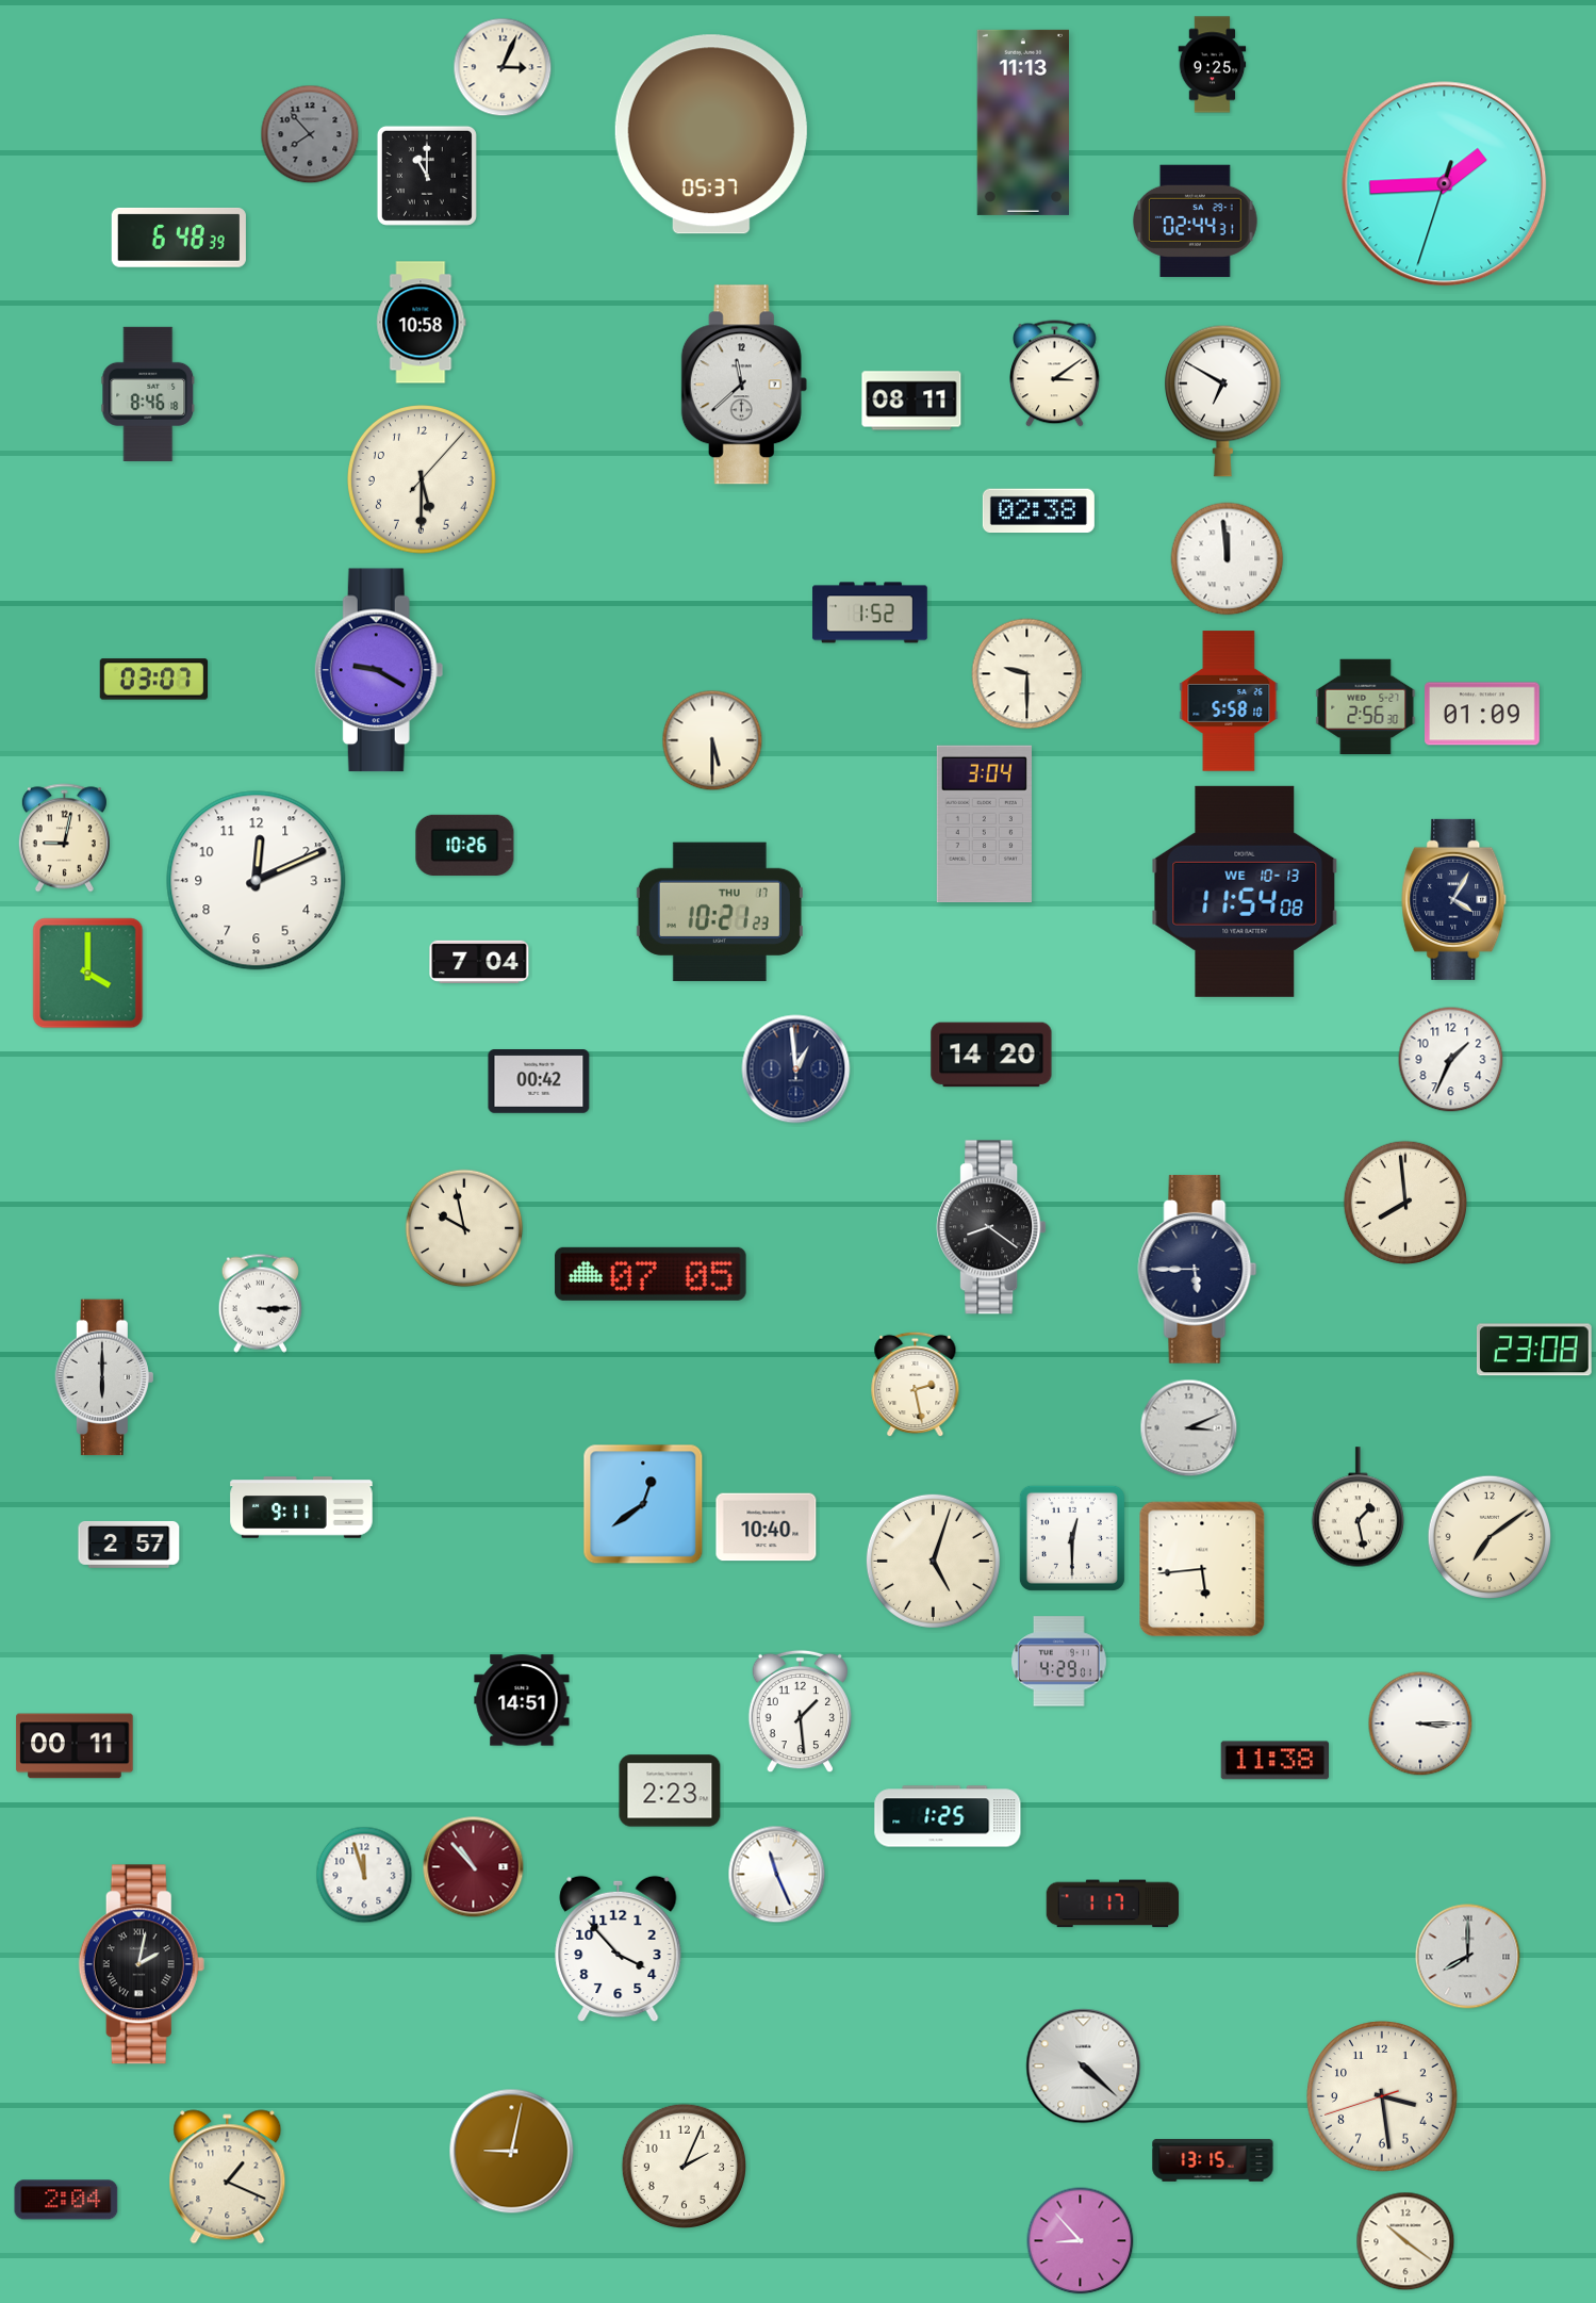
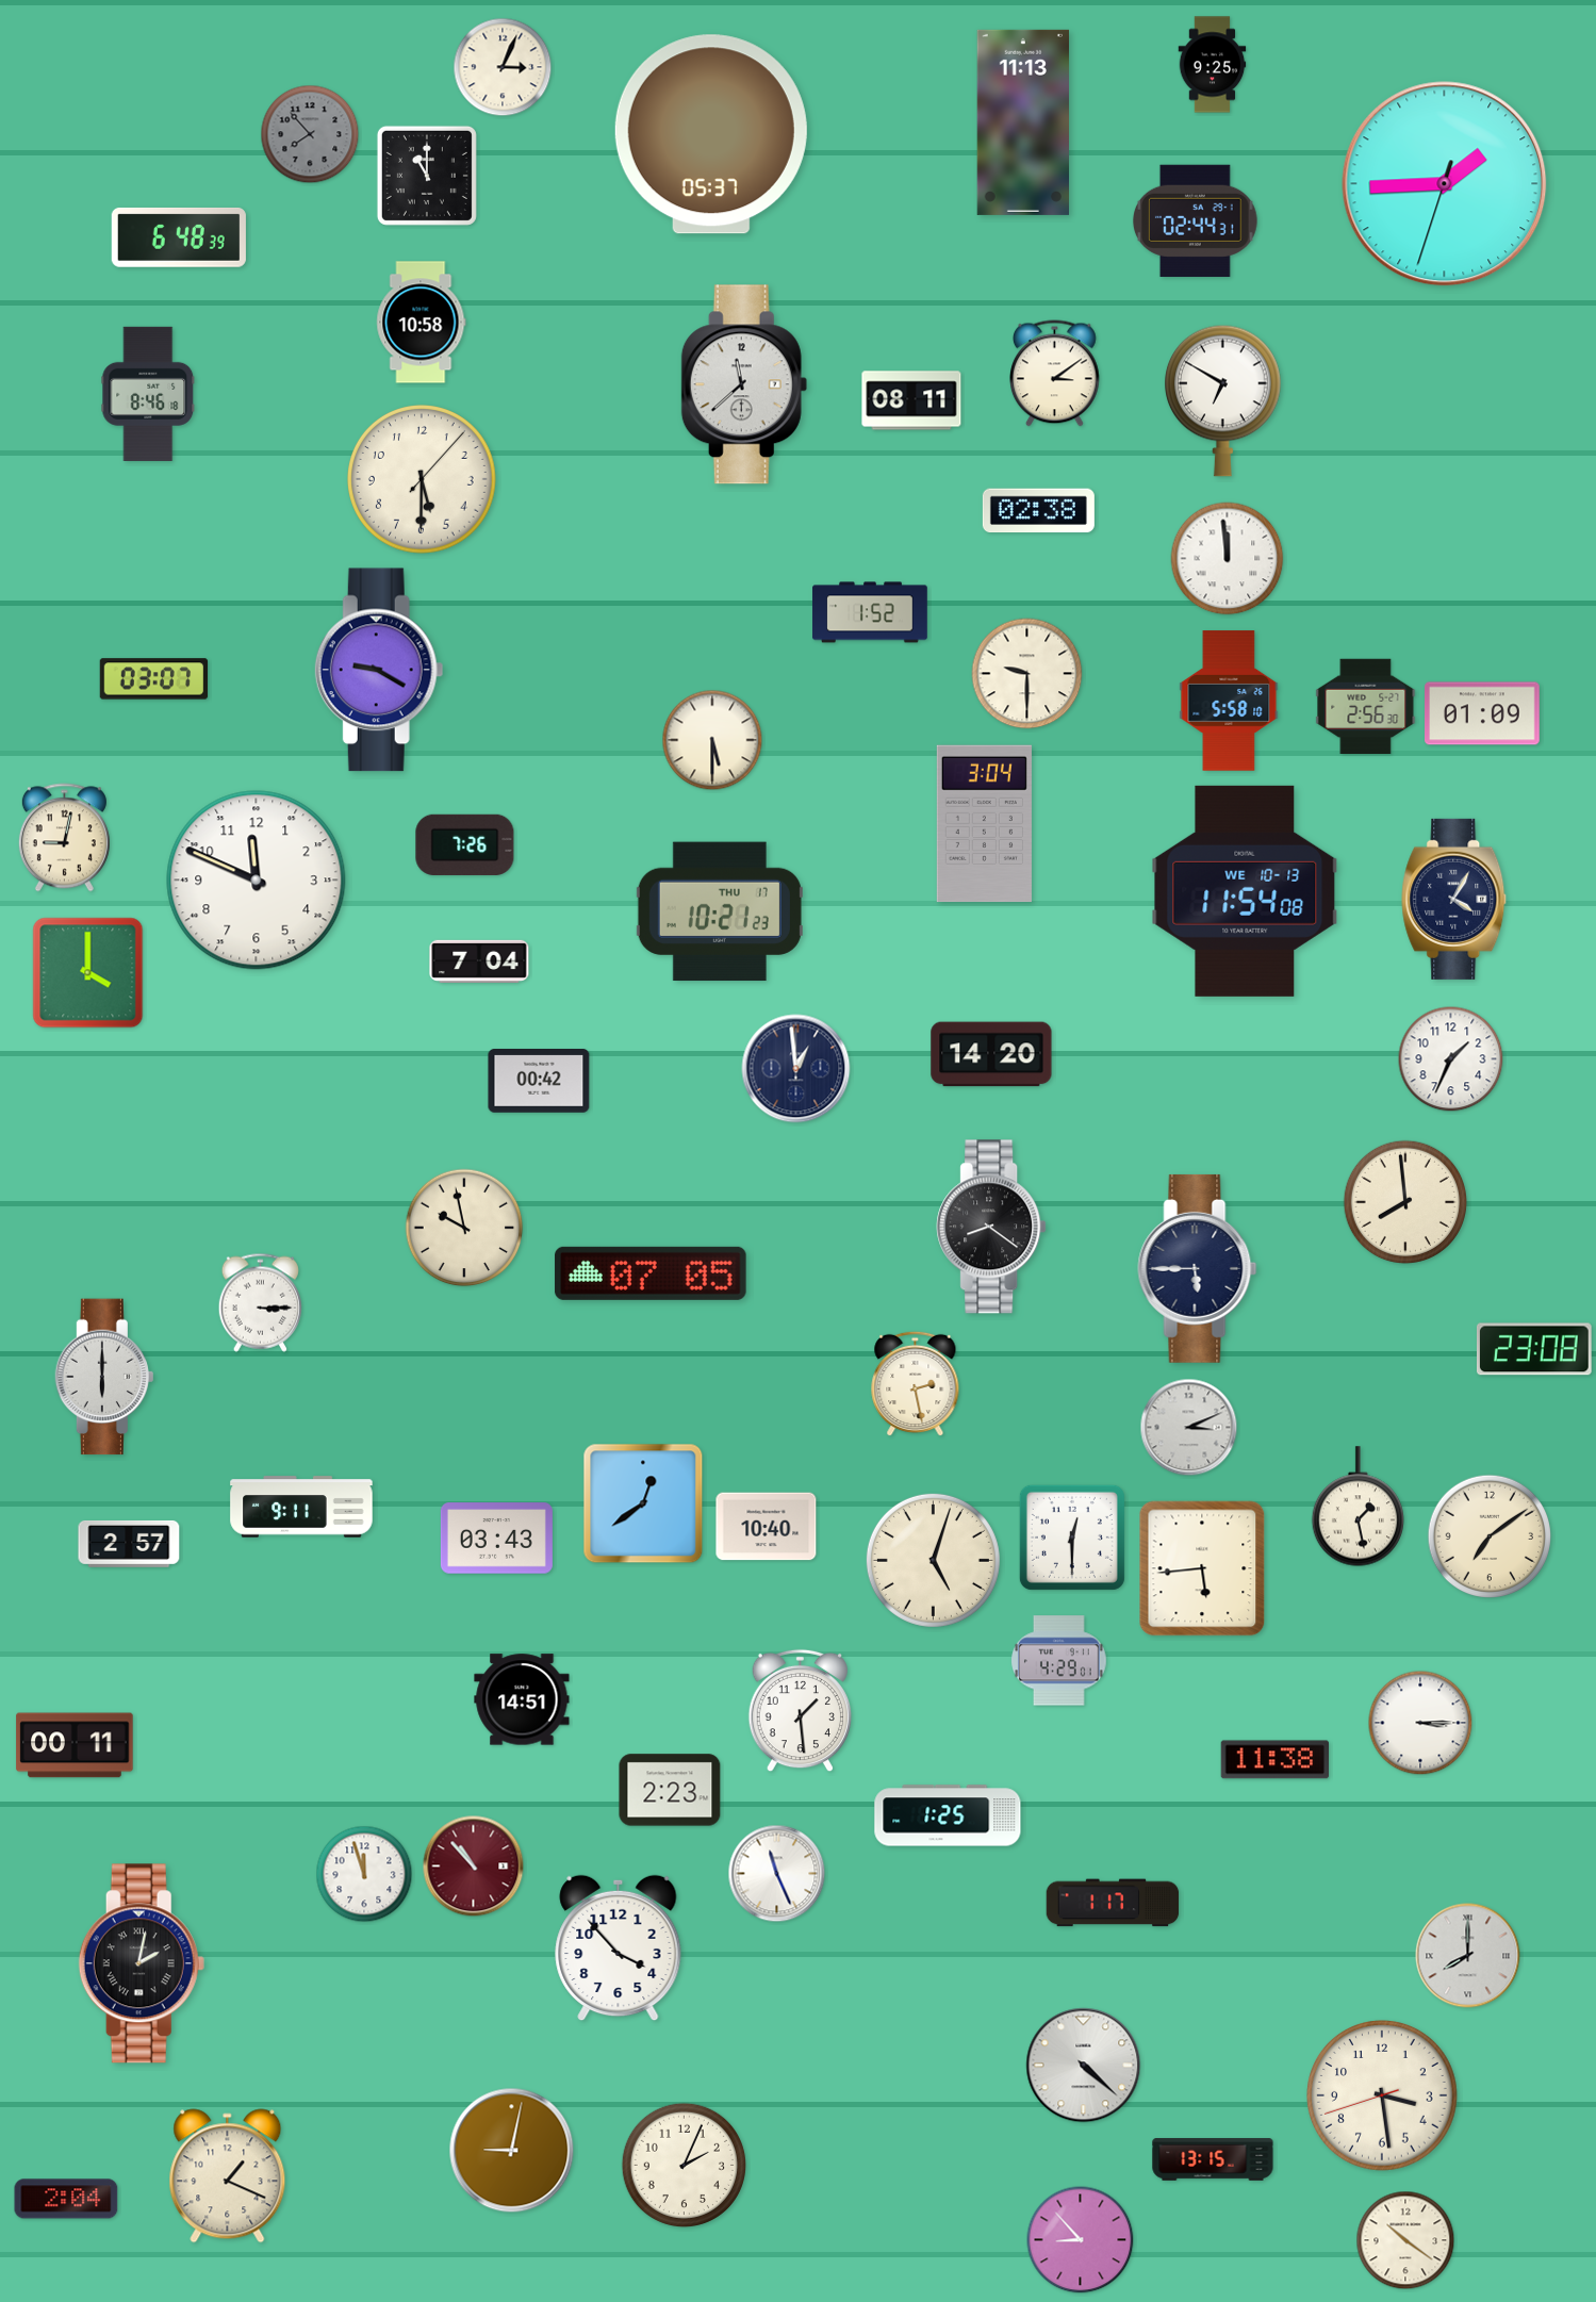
clock at (465, 845): 10:26 -> 7:26
clock at (257, 881): 12:11 -> 11:49
clock at (496, 1539): none -> 03:43
